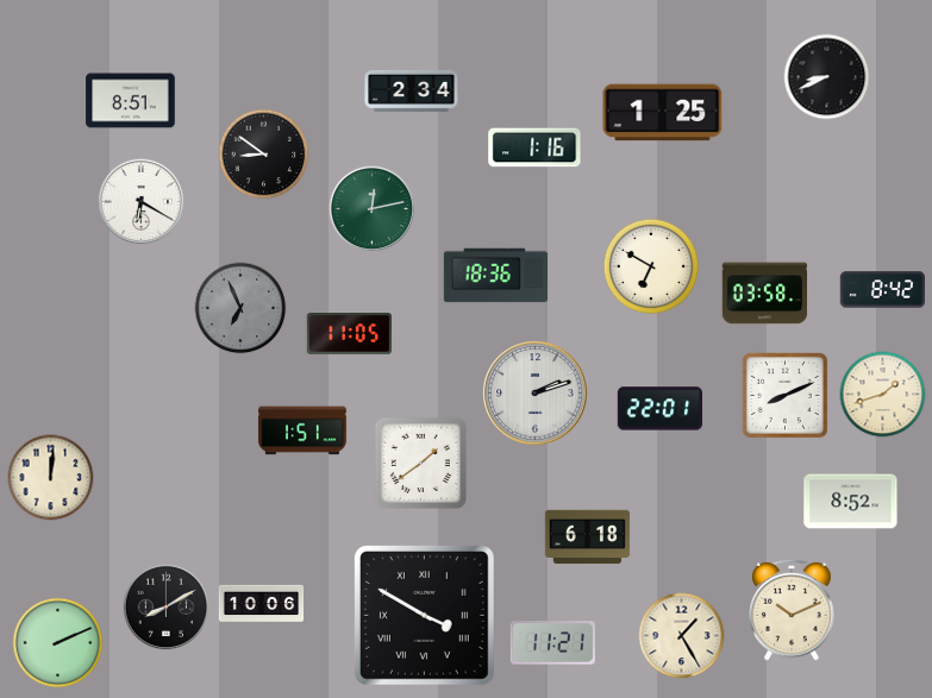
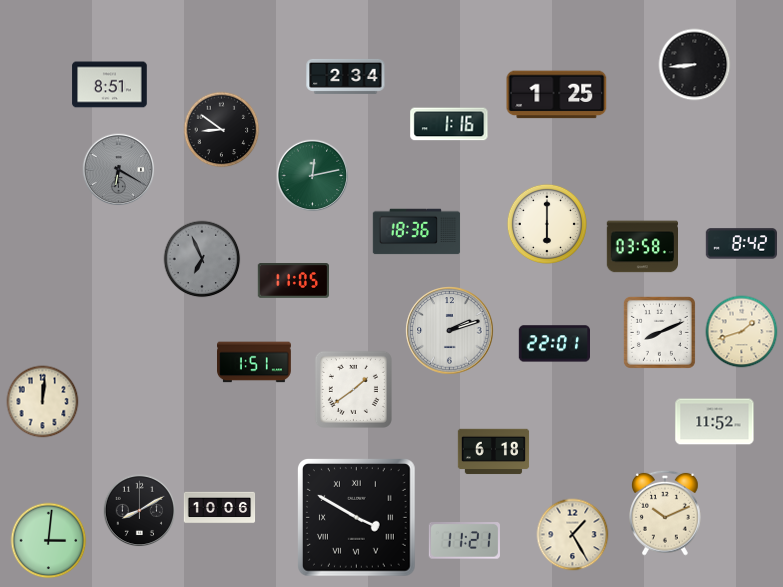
clock at (827, 77): 8:41 -> 8:44
clock at (142, 202) dial: white -> grey
clock at (651, 266): 6:50 -> 6:00
clock at (851, 502): 8:52 -> 11:52
clock at (58, 643): 2:11 -> 3:01
